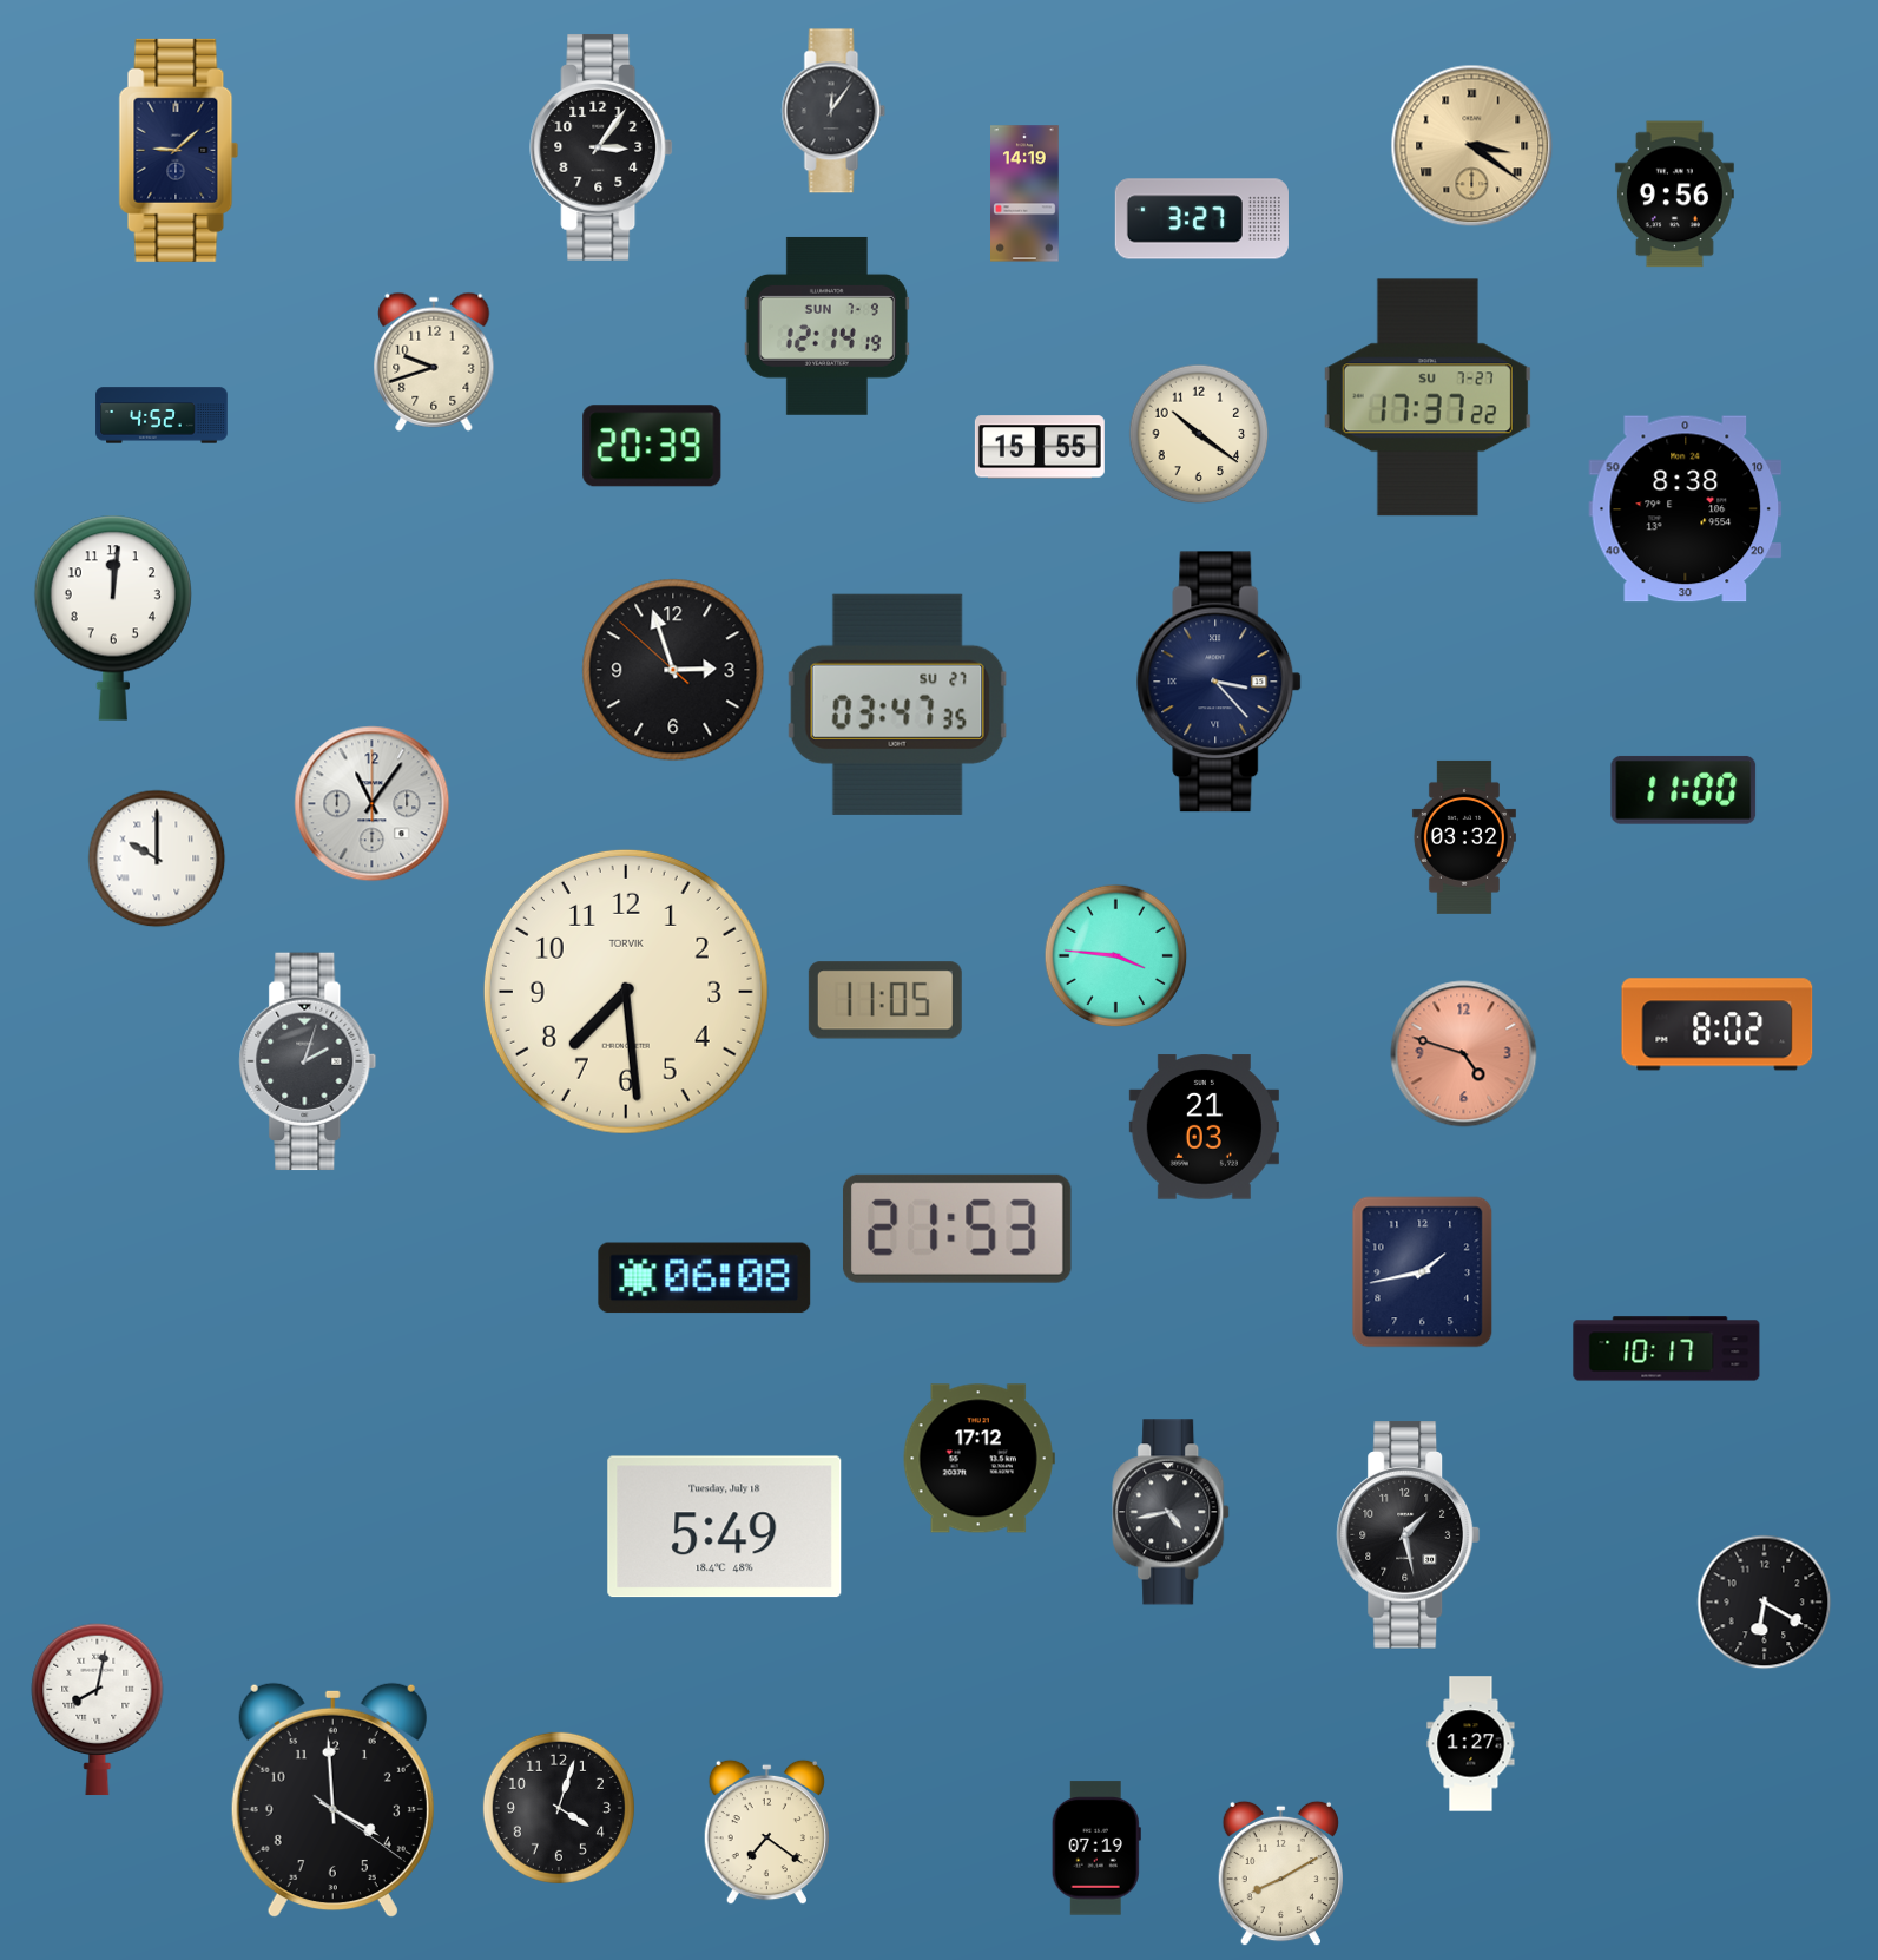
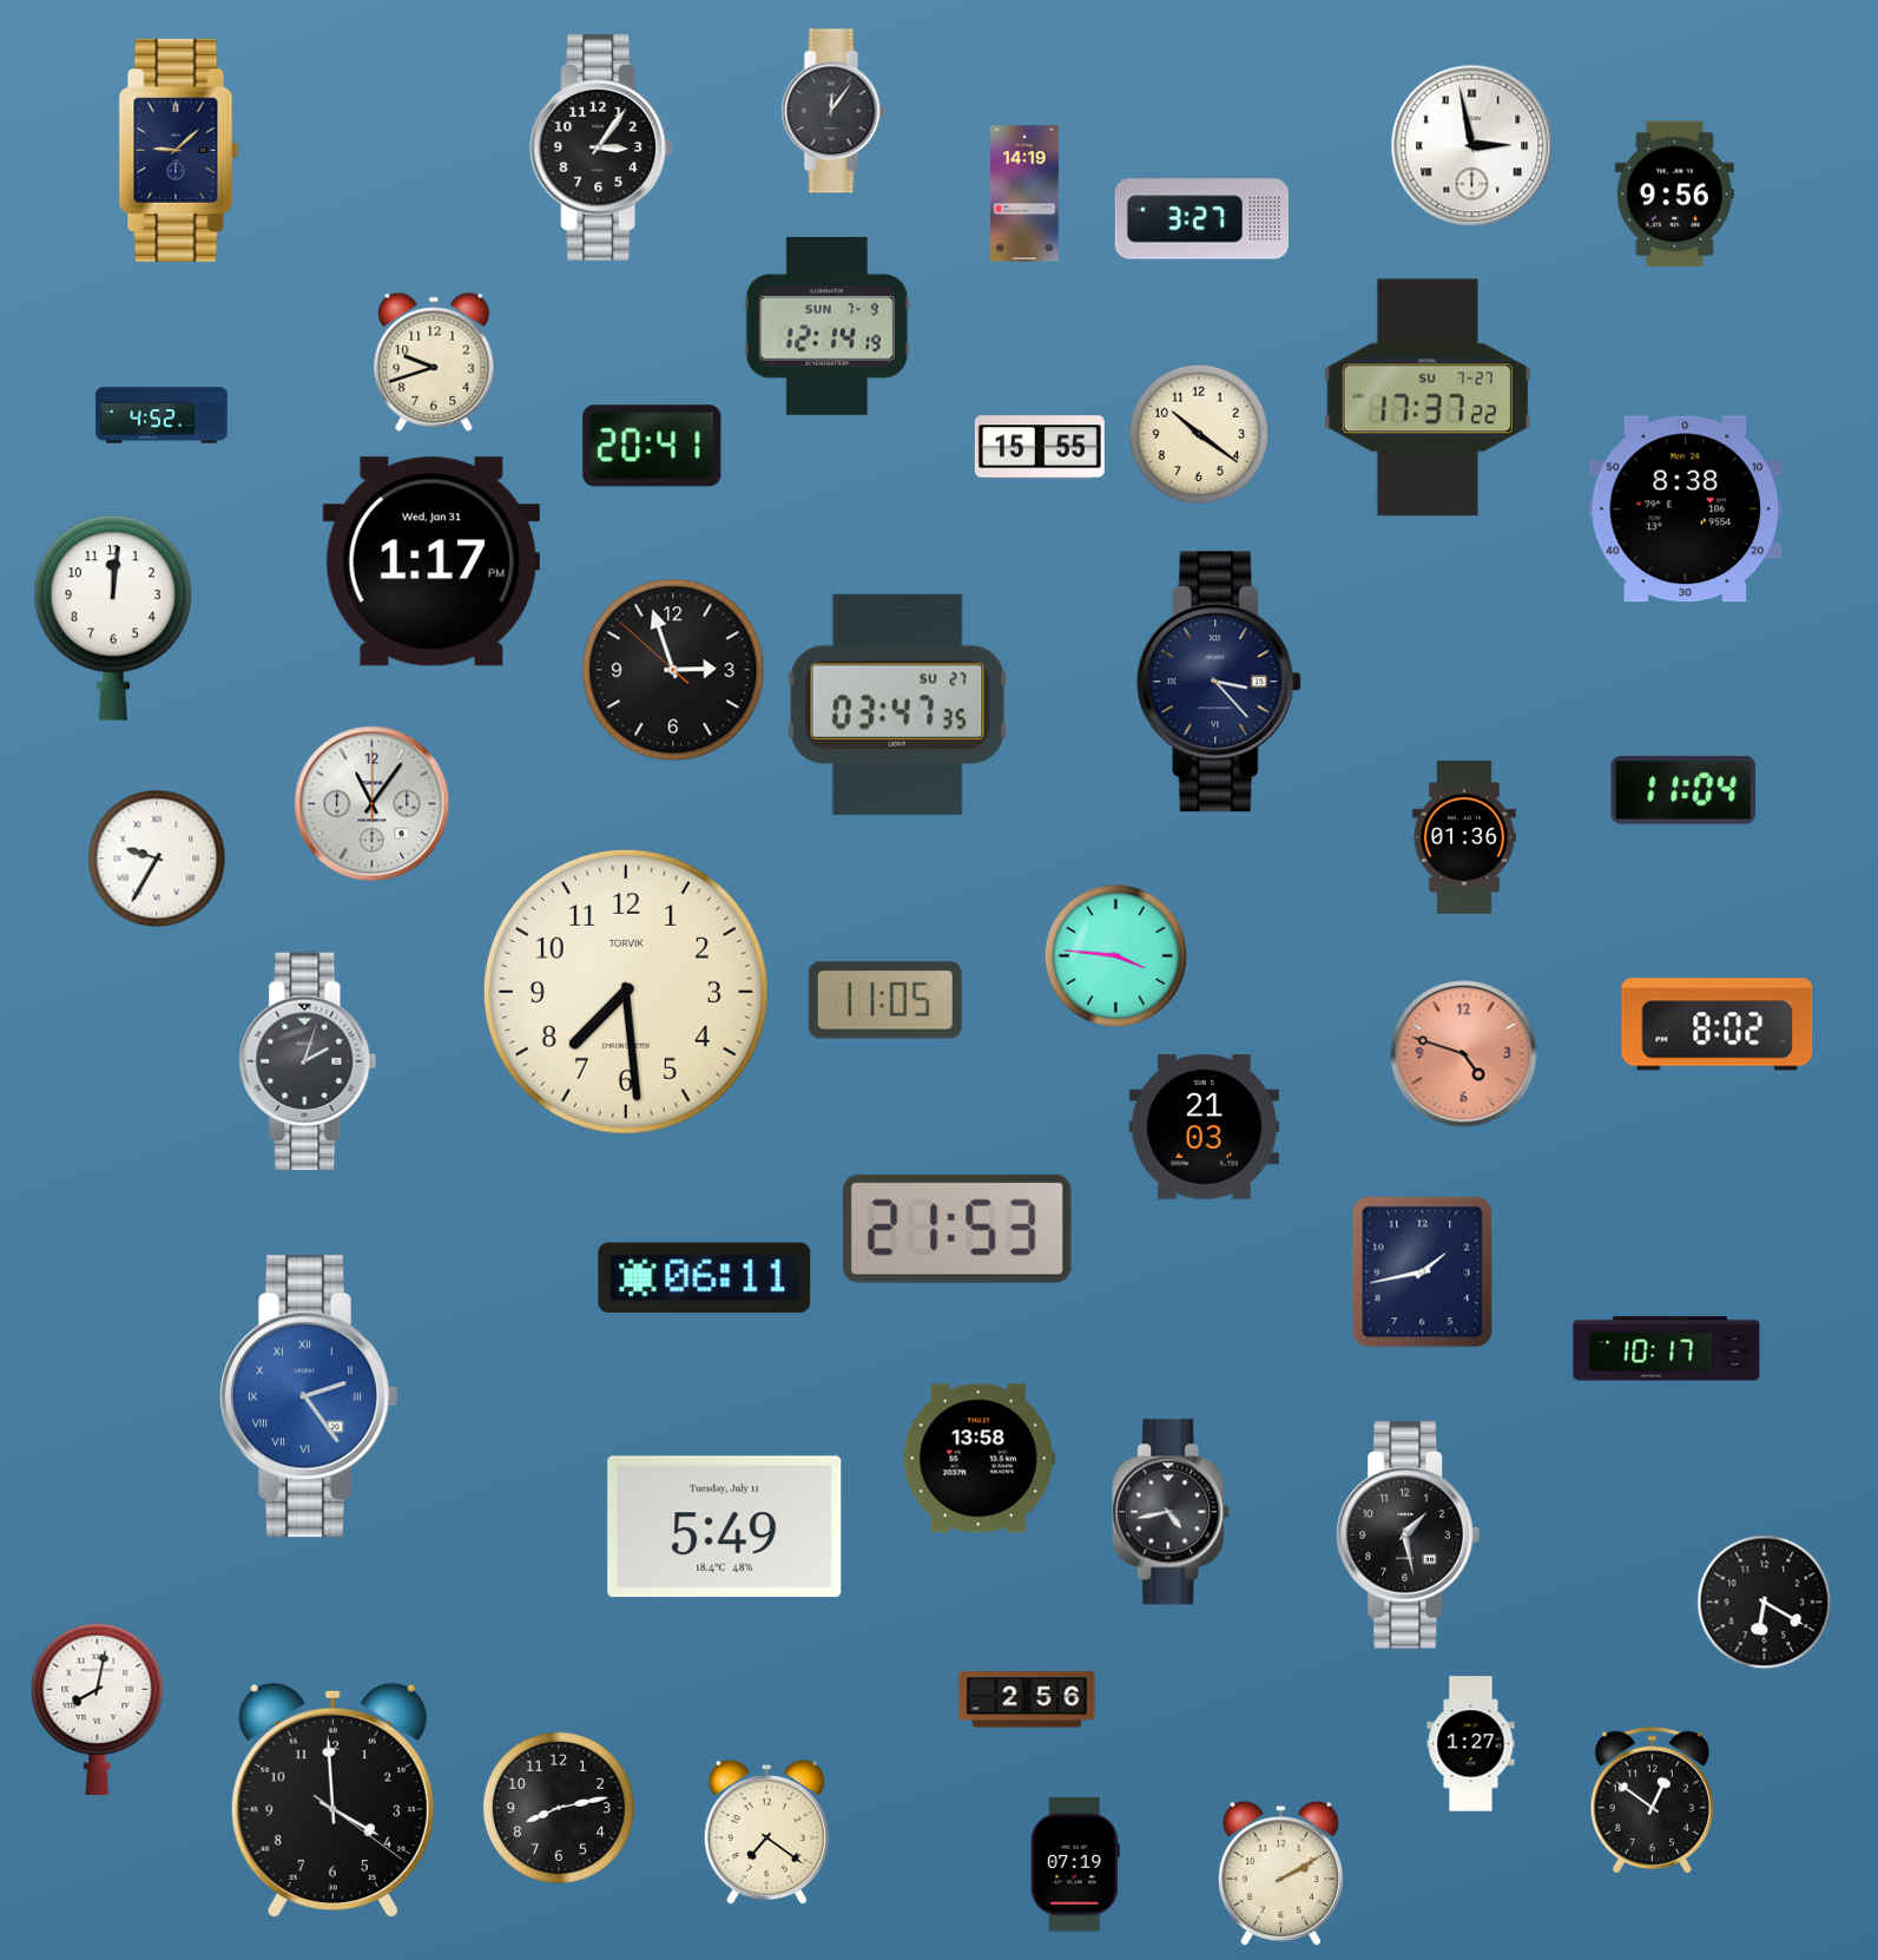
clock at (1472, 146): 3:21 -> 2:58
clock at (1472, 146) dial: champagne -> white
clock at (652, 446): 20:39 -> 20:41
clock at (431, 561): none -> 1:17
clock at (1683, 790): 11:00 -> 11:04
clock at (1464, 837): 03:32 -> 01:36
clock at (157, 859): 10:00 -> 9:35
clock at (705, 1278): 06:08 -> 06:11
clock at (309, 1396): none -> 2:24
clock at (978, 1459): 17:12 -> 13:58
clock at (725, 1527) date: Tuesday, July 18 -> Tuesday, July 11
clock at (1027, 1699): none -> 2:56
clock at (1652, 1800): none -> 12:51
clock at (559, 1808): 4:03 -> 8:13
clock at (1096, 1848) position: (1096, 1848) -> (1075, 1864)
clock at (1280, 1874): 8:10 -> 2:10
